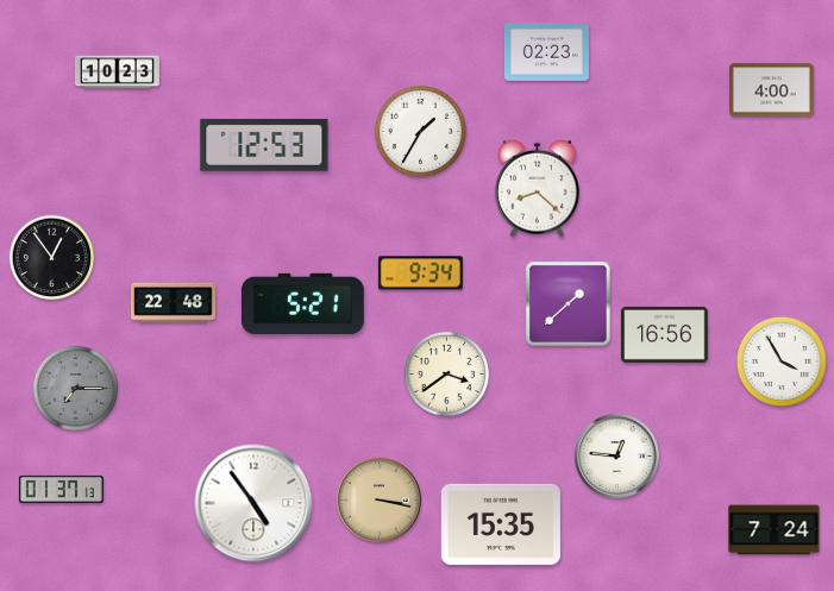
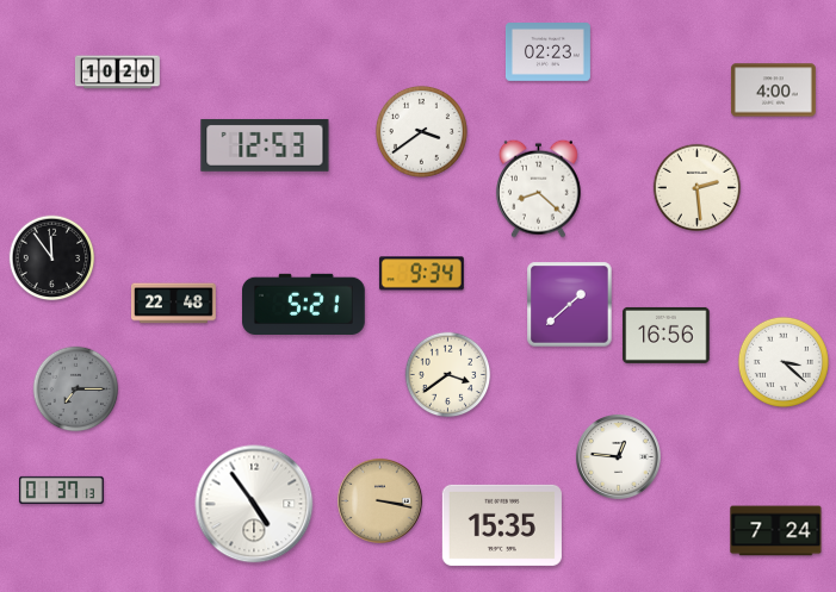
clock at (117, 73): 10:23 -> 10:20
clock at (420, 131): 1:35 -> 3:39
clock at (696, 187): none -> 2:29
clock at (52, 258): 12:54 -> 11:54
clock at (782, 361): 3:55 -> 3:22
